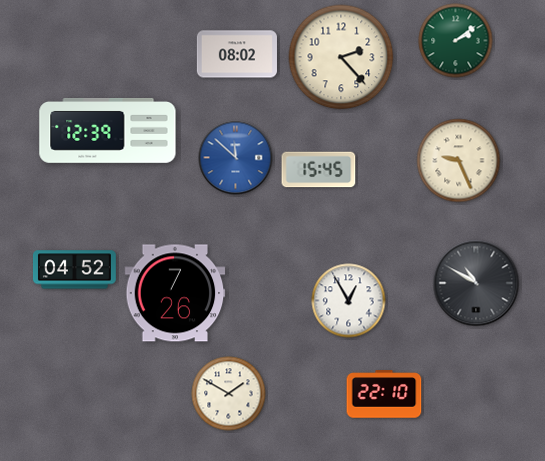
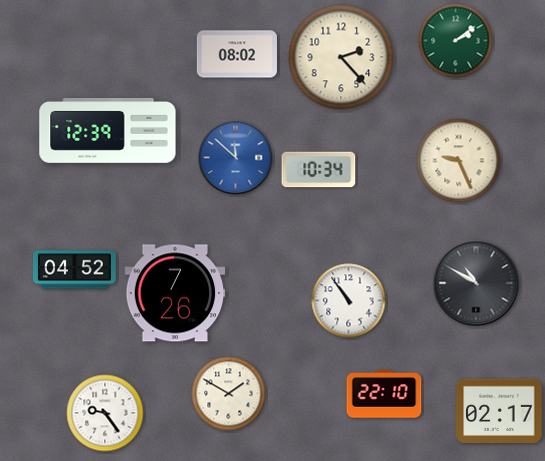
clock at (319, 170): 15:45 -> 10:34
clock at (349, 301): 12:55 -> 10:54
clock at (499, 410): none -> 02:17
clock at (105, 413): none -> 9:24
